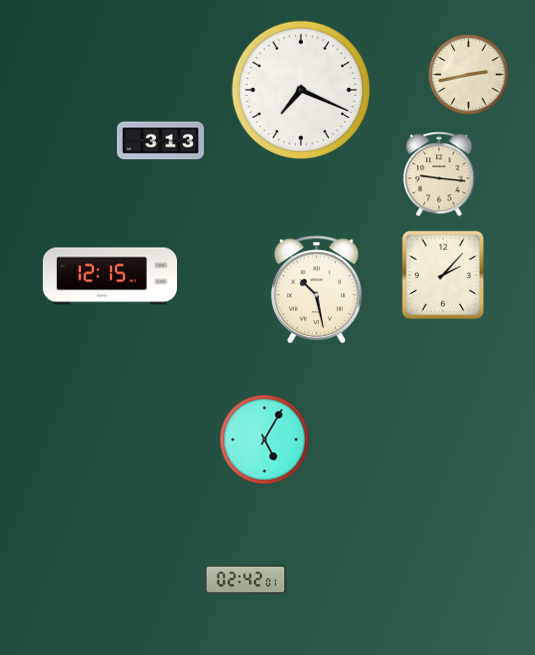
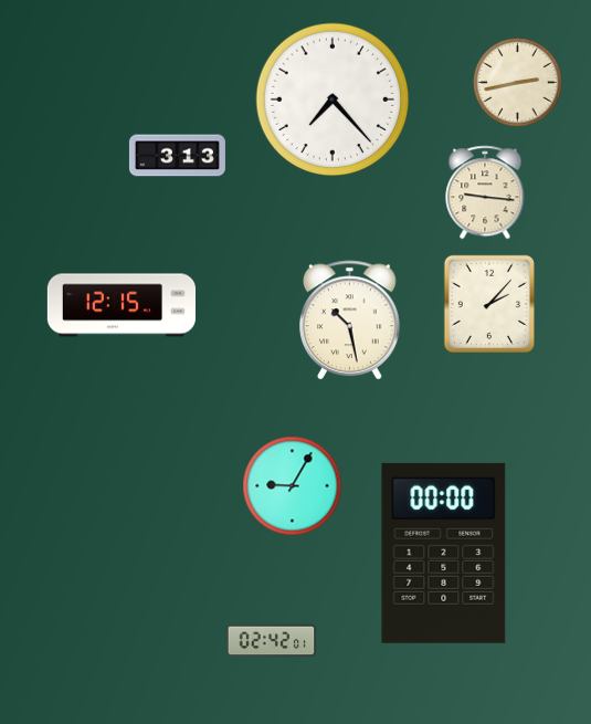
clock at (301, 90): 7:19 -> 7:23
clock at (265, 440): 5:05 -> 9:05
clock at (444, 553): none -> 00:00
